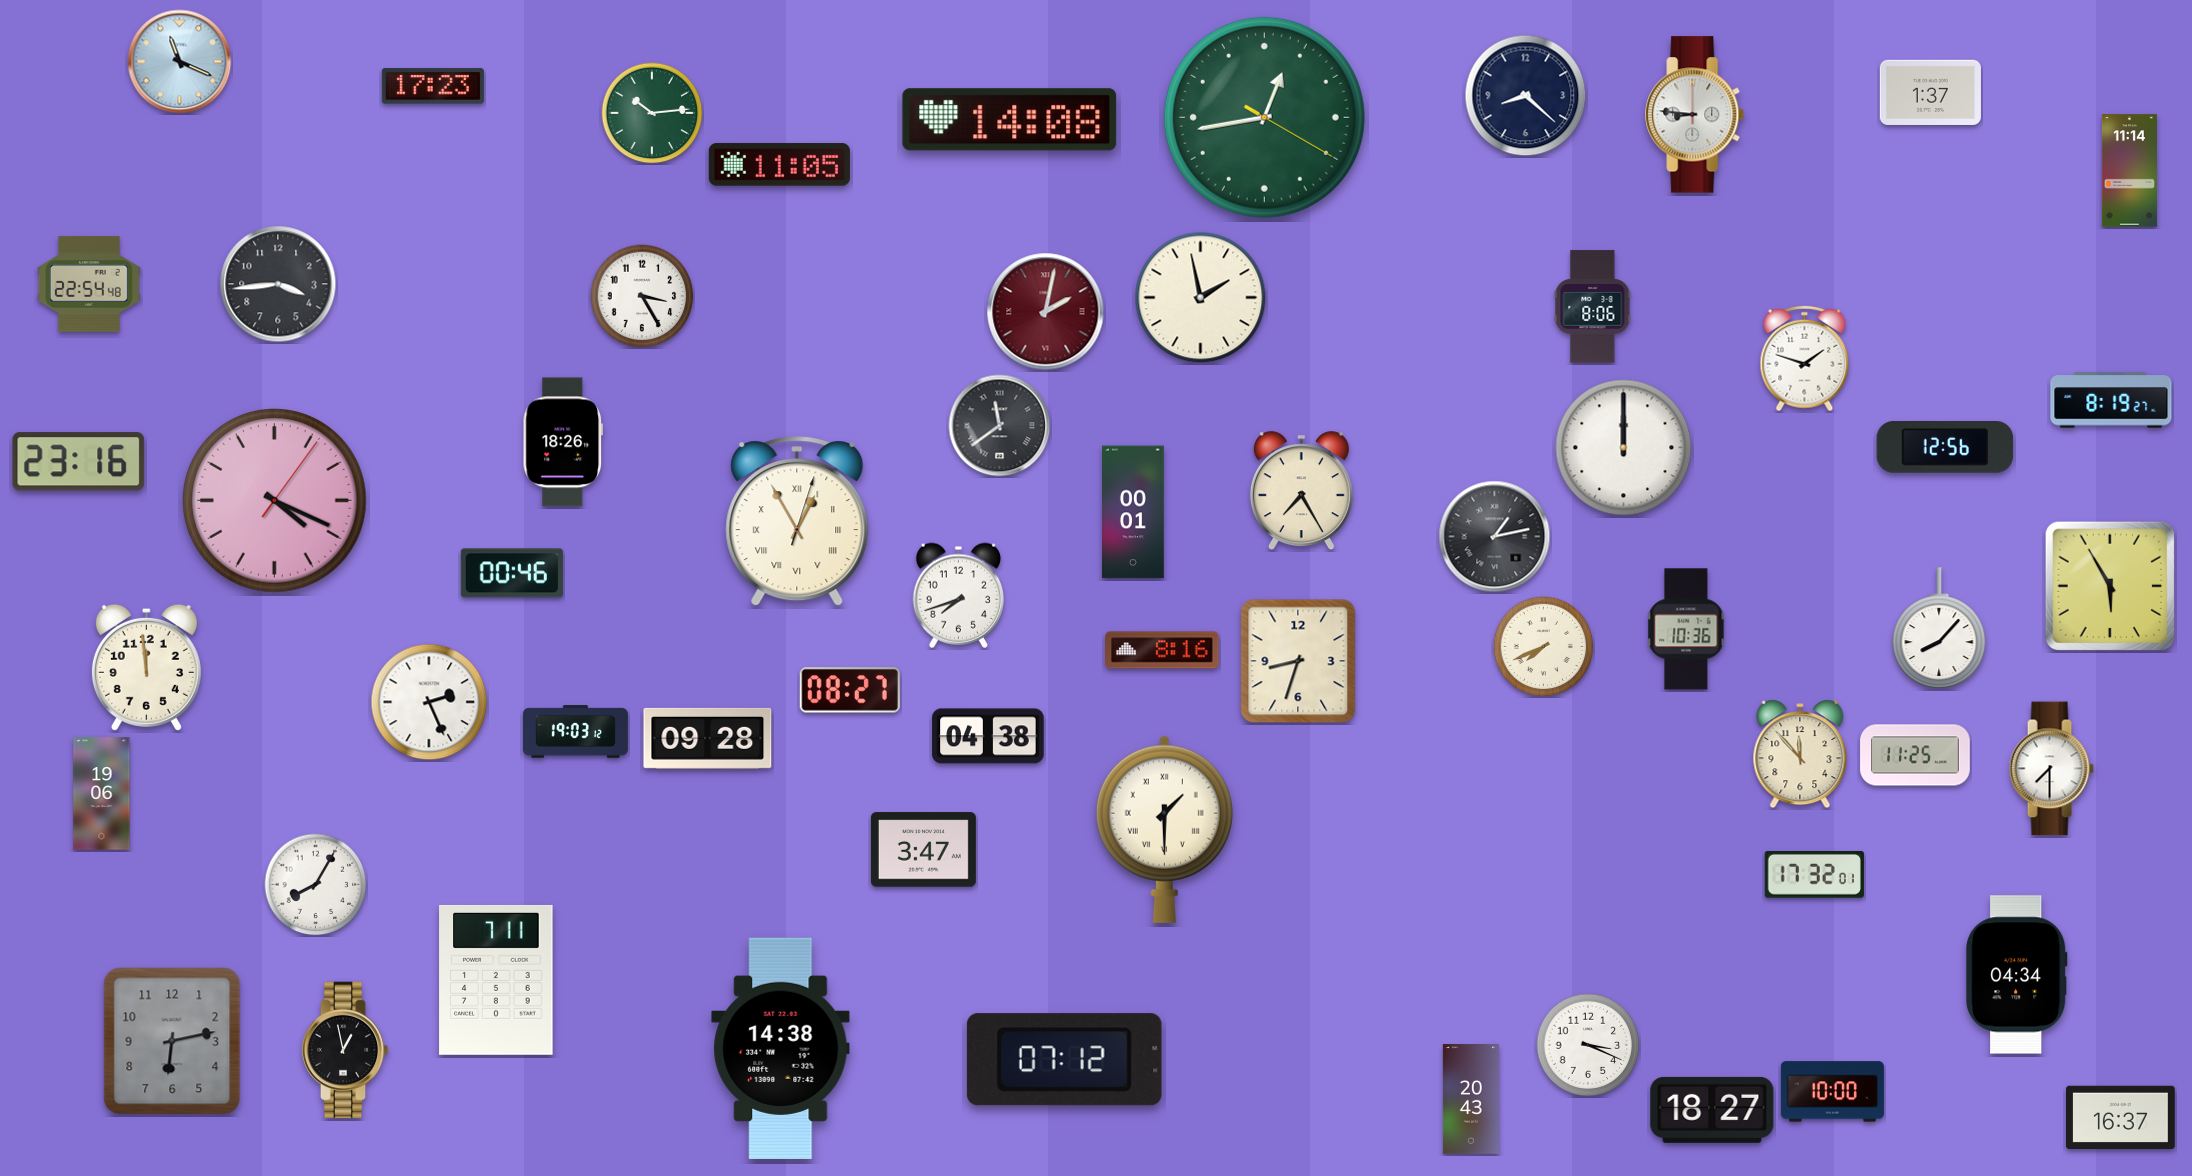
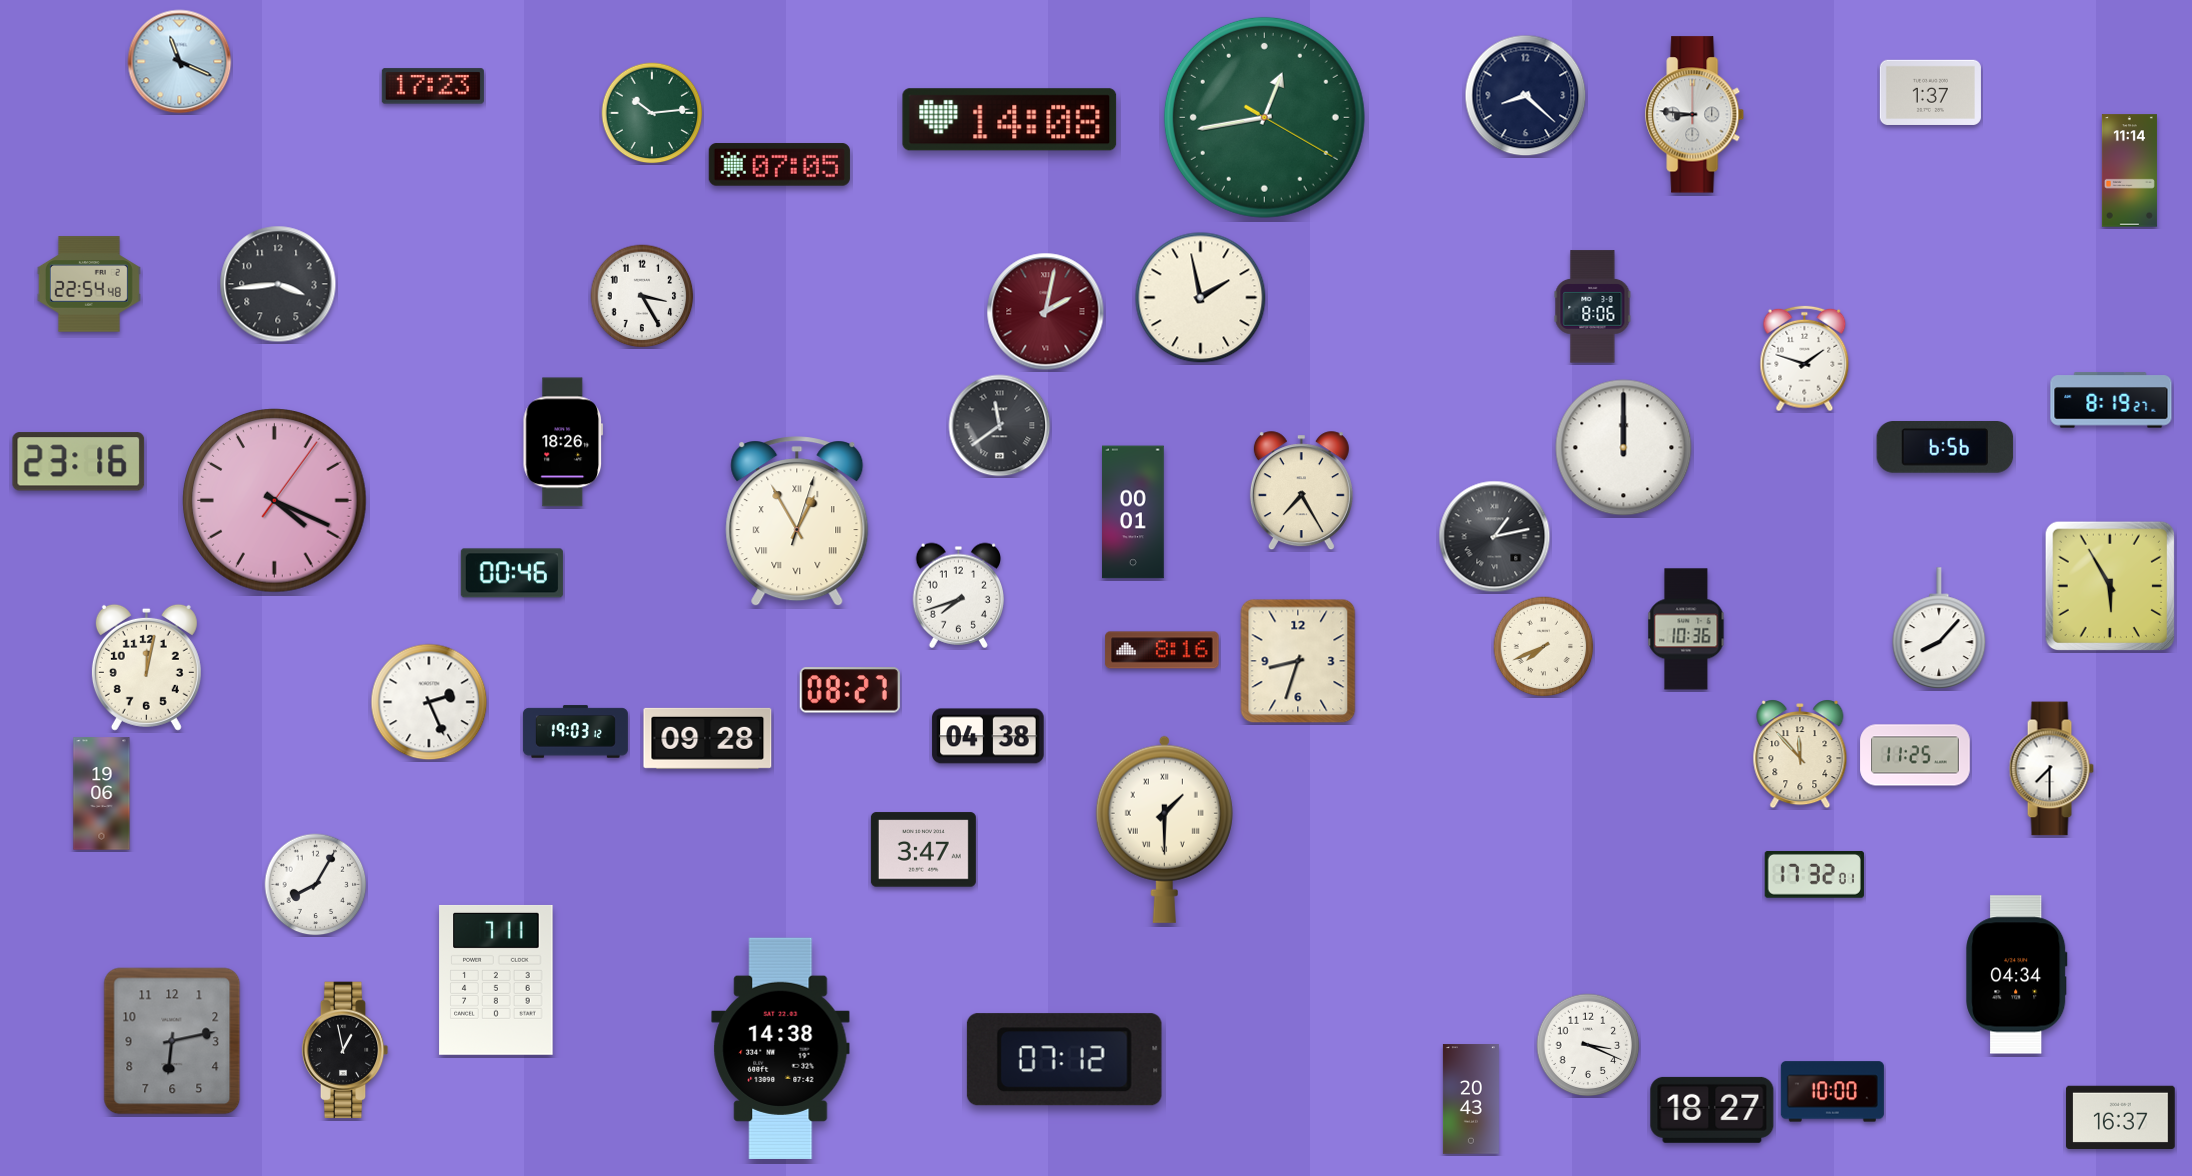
clock at (779, 165): 11:05 -> 07:05
clock at (1945, 448): 12:56 -> 6:56
clock at (146, 667): 11:59 -> 12:02
